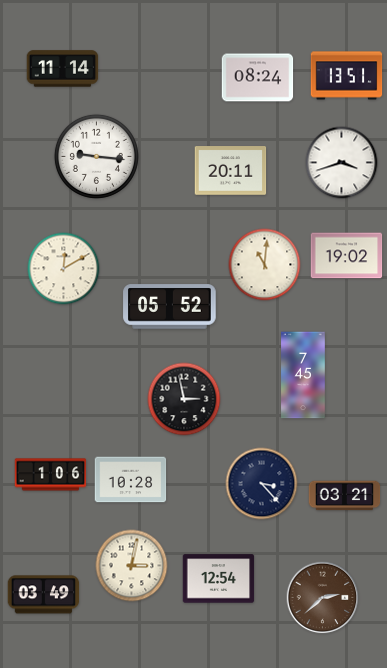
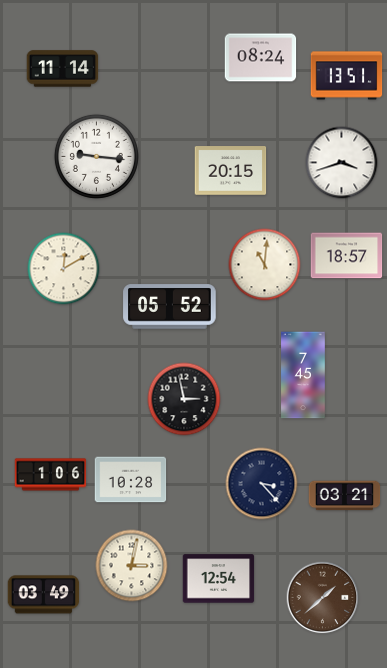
clock at (258, 78) position: (258, 78) -> (261, 58)
clock at (231, 171): 20:11 -> 20:15
clock at (347, 256): 19:02 -> 18:57
clock at (323, 598): 2:38 -> 1:38
